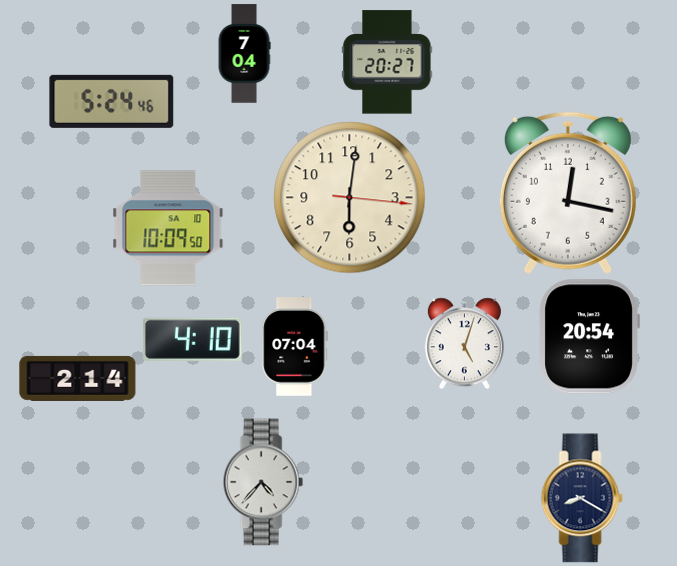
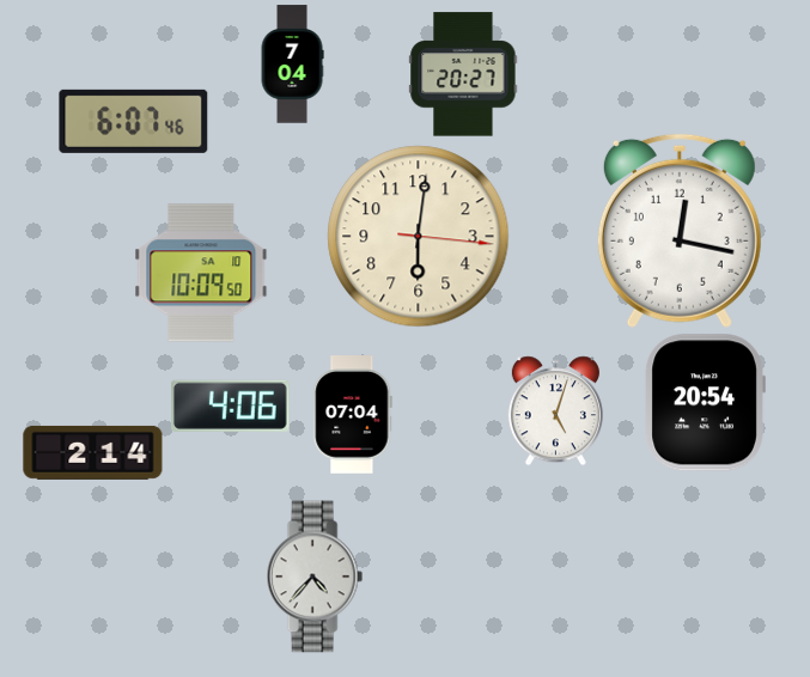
clock at (112, 101): 5:24 -> 6:07
clock at (192, 339): 4:10 -> 4:06
clock at (582, 498): 8:20 -> none
